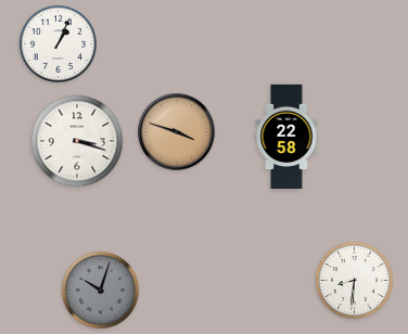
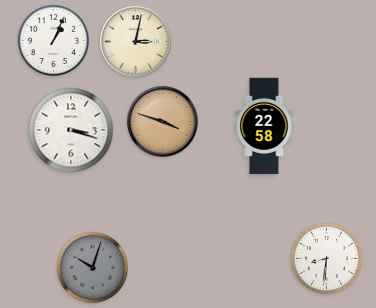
clock at (136, 42): none -> 3:02
